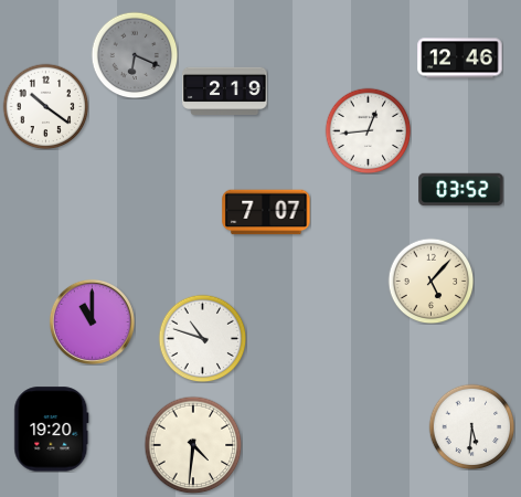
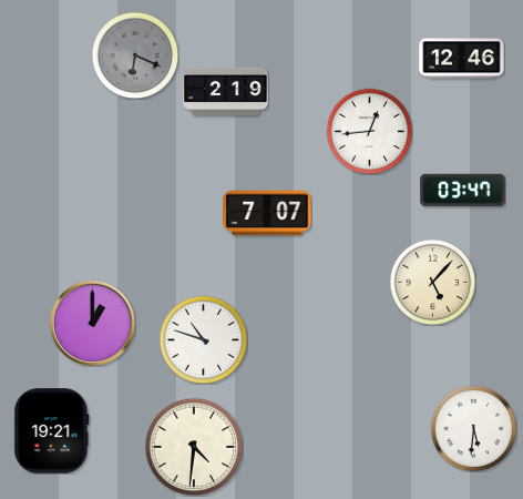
clock at (45, 106): 10:21 -> none
clock at (461, 190): 03:52 -> 03:47
clock at (92, 321): 11:00 -> 1:00
clock at (52, 430): 19:20 -> 19:21
